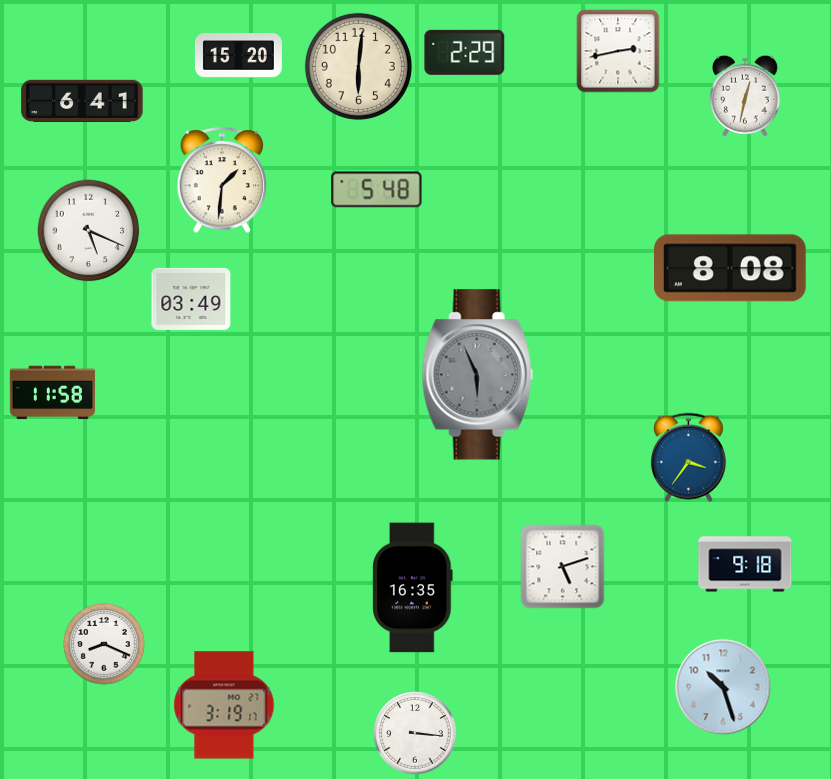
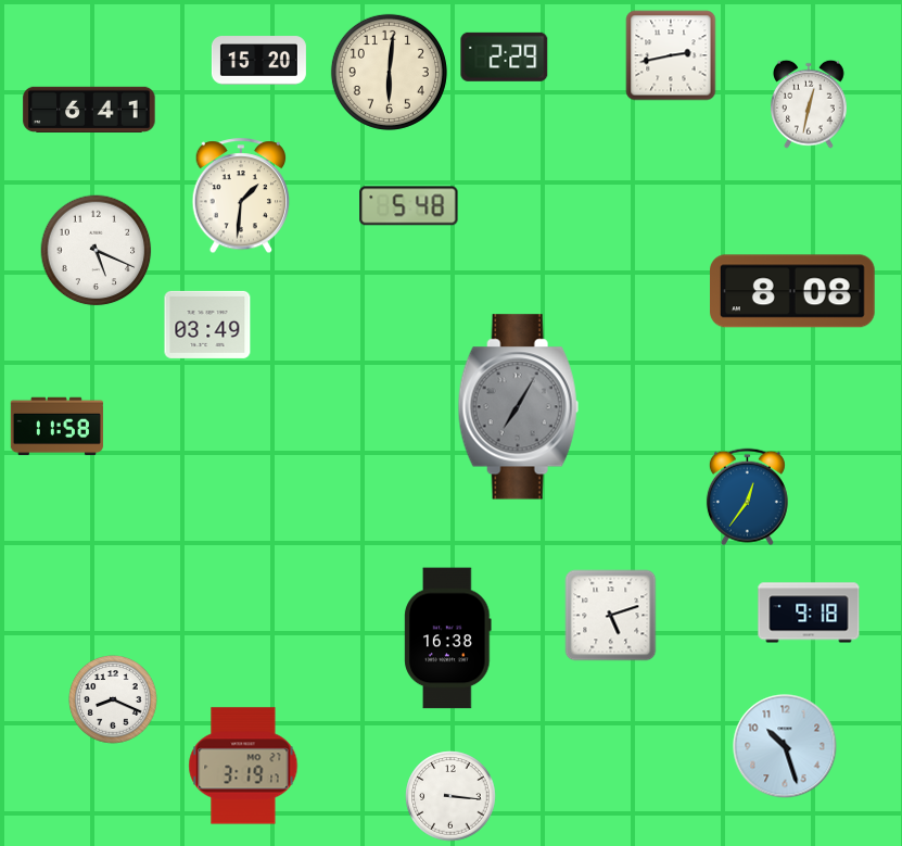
clock at (477, 375): 5:56 -> 7:05
clock at (688, 458): 3:36 -> 12:36
clock at (413, 588): 16:35 -> 16:38
